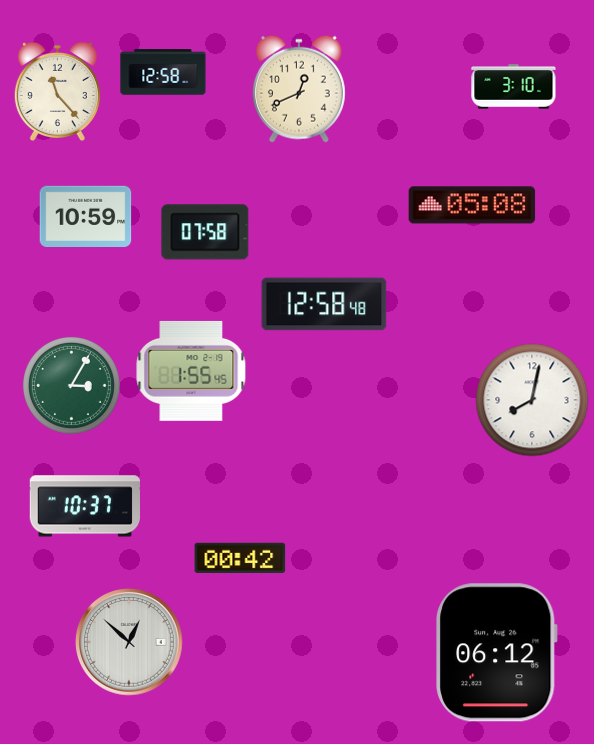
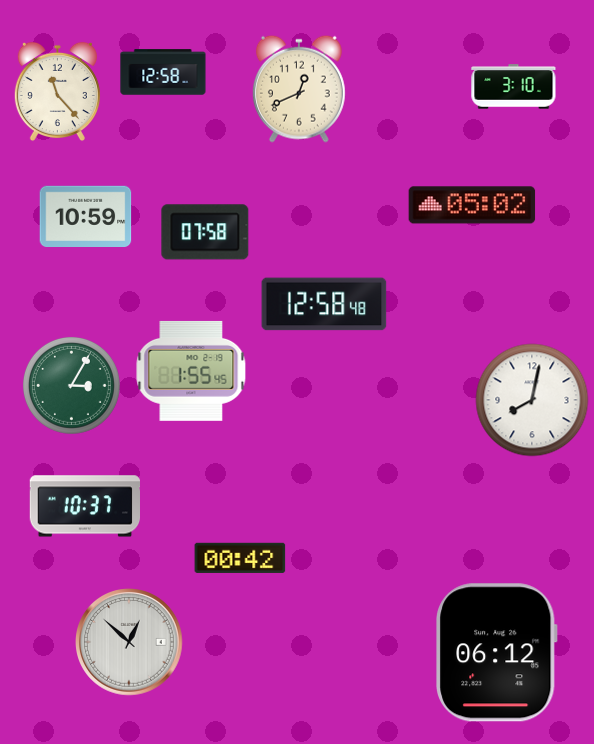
clock at (472, 205): 05:08 -> 05:02
